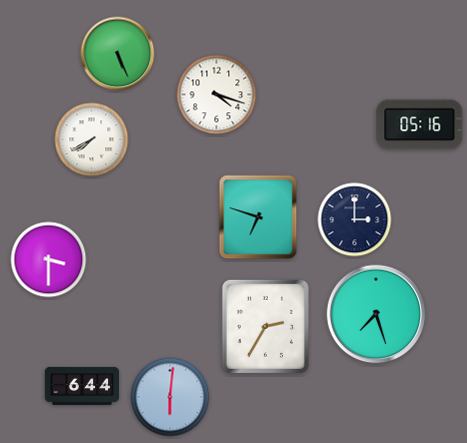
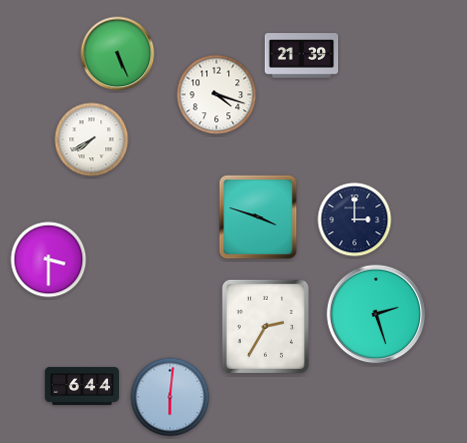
clock at (302, 56): none -> 21:39
clock at (420, 125): 05:16 -> none
clock at (258, 217): 6:48 -> 3:48
clock at (376, 314): 7:27 -> 2:27
